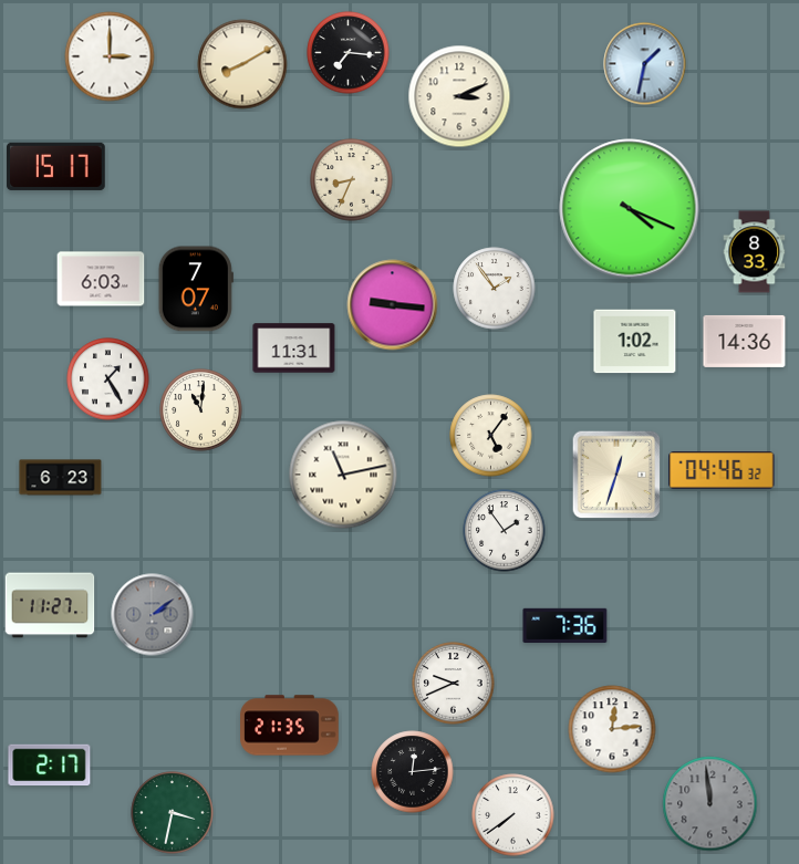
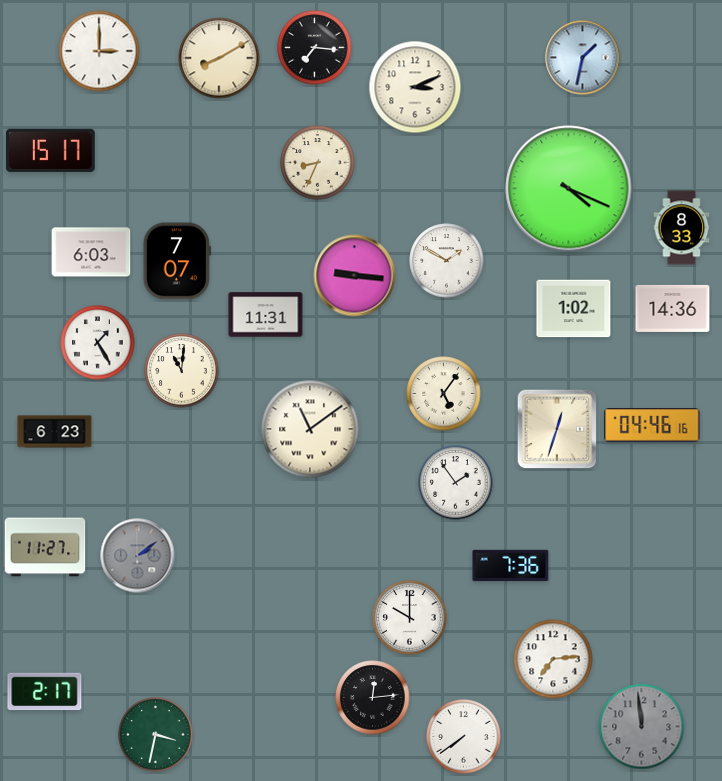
clock at (495, 289): 1:54 -> 1:50
clock at (722, 470): 04:46:32 -> 04:46:16
clock at (343, 475): 11:13 -> 11:09
clock at (505, 531) position: (505, 531) -> (456, 483)
clock at (454, 684): 9:41 -> 10:00
clock at (290, 726): 21:35 -> none
clock at (612, 729): 12:14 -> 7:14
